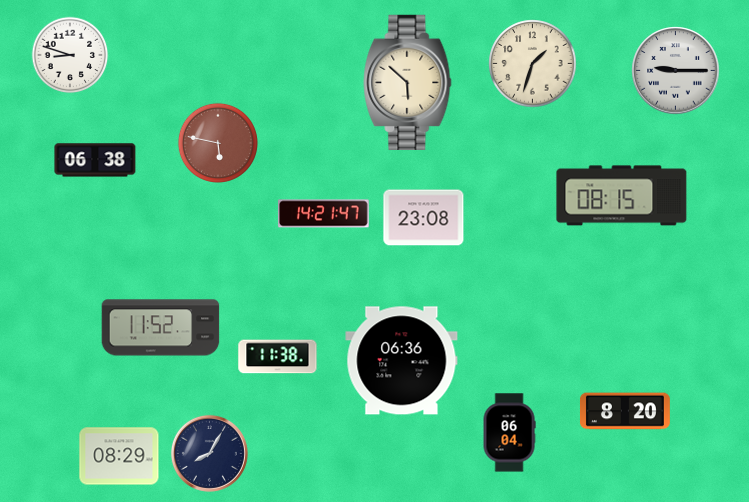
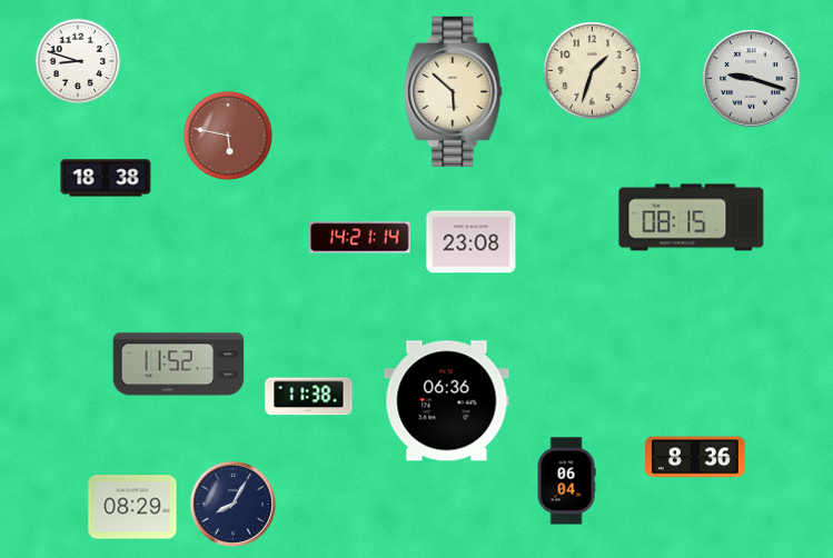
clock at (676, 71): 9:15 -> 9:18
clock at (218, 143) position: (218, 143) -> (228, 136)
clock at (95, 160): 06:38 -> 18:38
clock at (324, 214): 14:21:47 -> 14:21:14
clock at (625, 411): 8:20 -> 8:36
